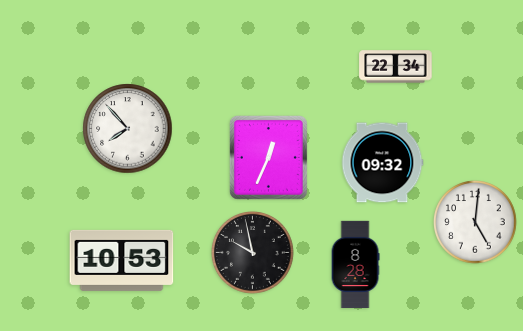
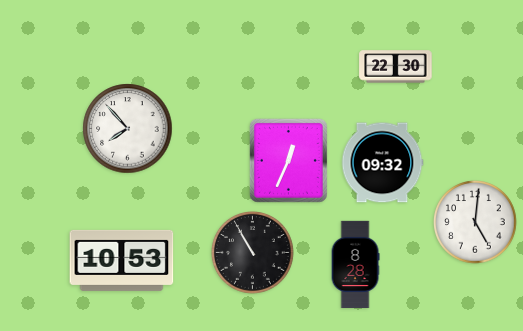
clock at (396, 67): 22:34 -> 22:30
clock at (268, 157) position: (268, 157) -> (288, 160)
clock at (253, 253): 9:58 -> 10:55
